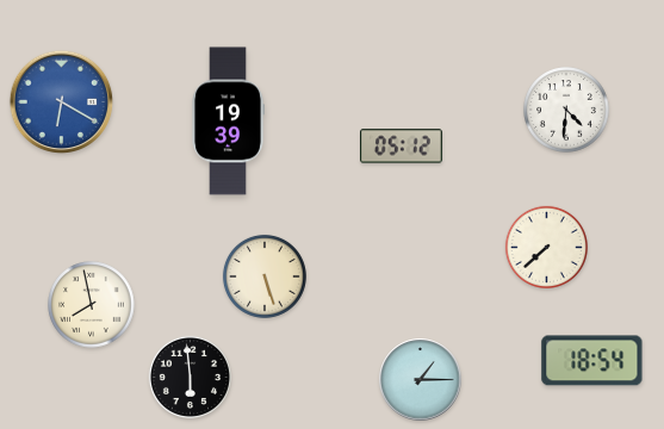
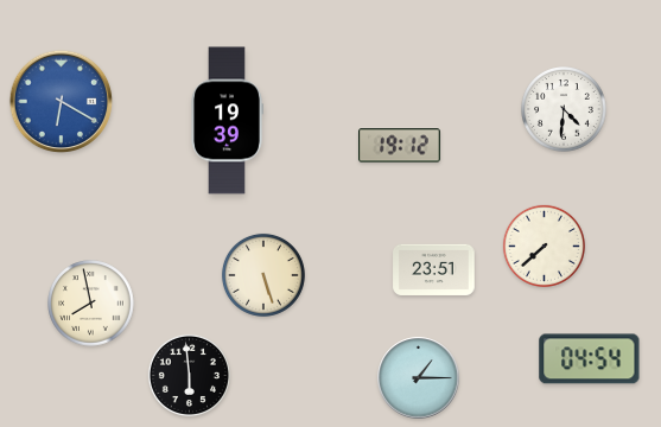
clock at (402, 147): 05:12 -> 19:12
clock at (434, 269): none -> 23:51
clock at (592, 361): 18:54 -> 04:54
